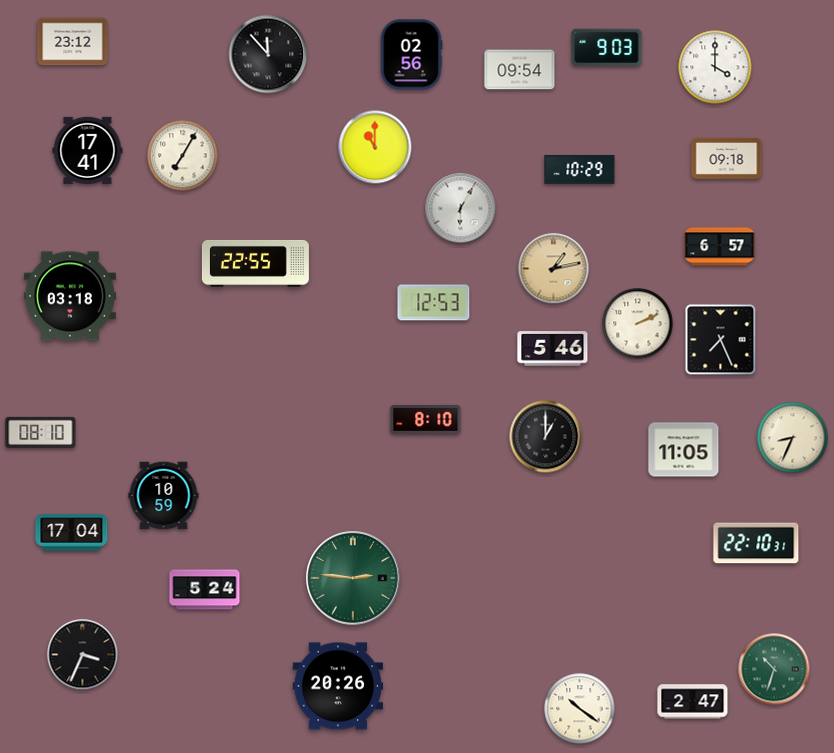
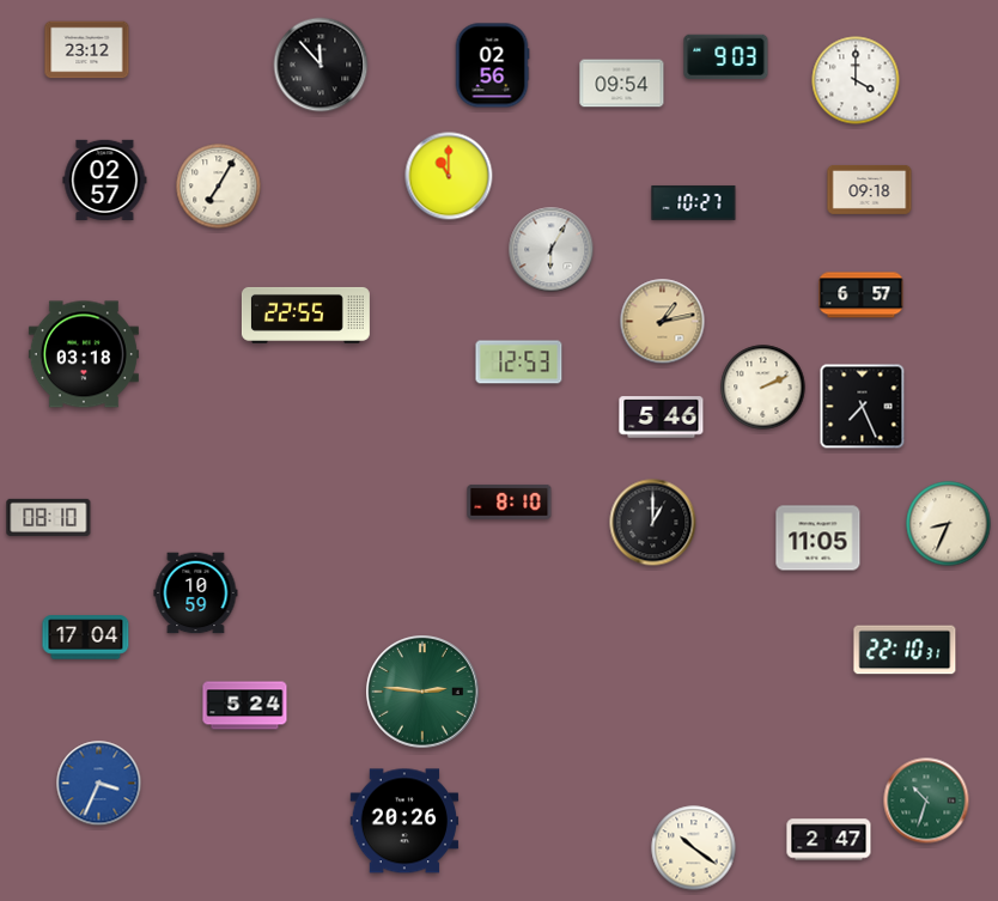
clock at (88, 150): 17:41 -> 02:57
clock at (580, 169): 10:29 -> 10:27
clock at (83, 655) dial: black -> blue
